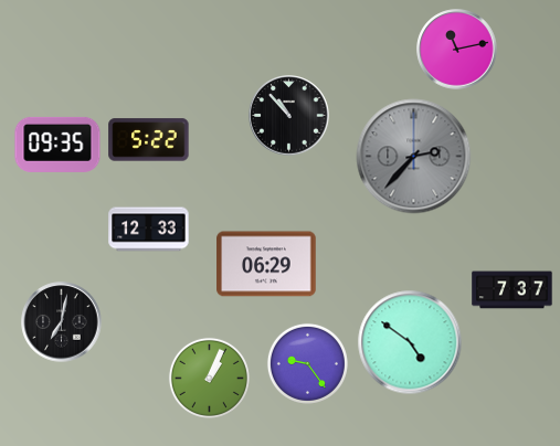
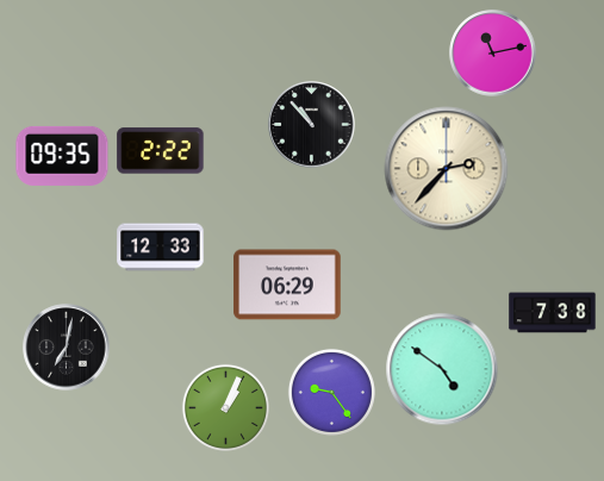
clock at (149, 140): 5:22 -> 2:22
clock at (414, 157) dial: grey -> cream
clock at (513, 290): 7:37 -> 7:38
